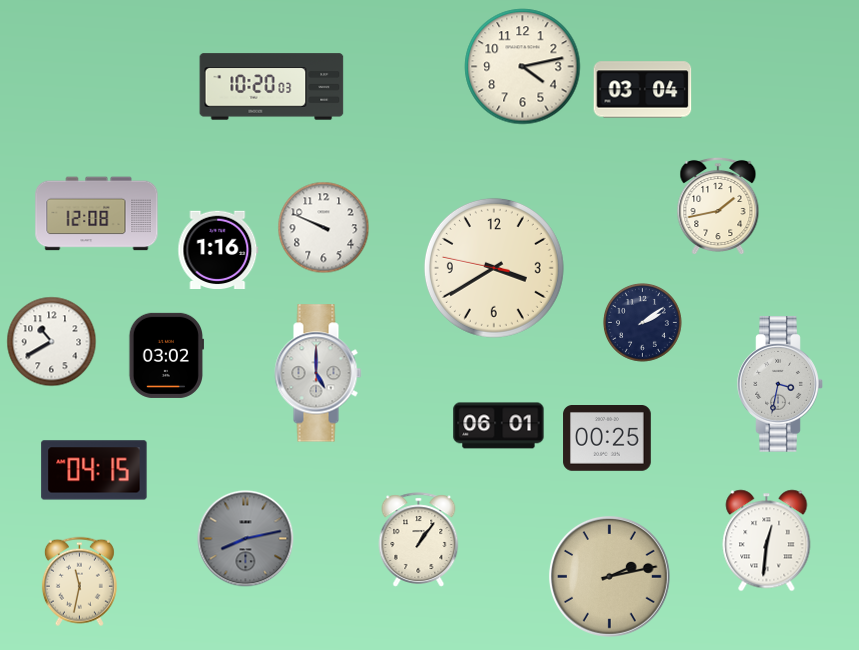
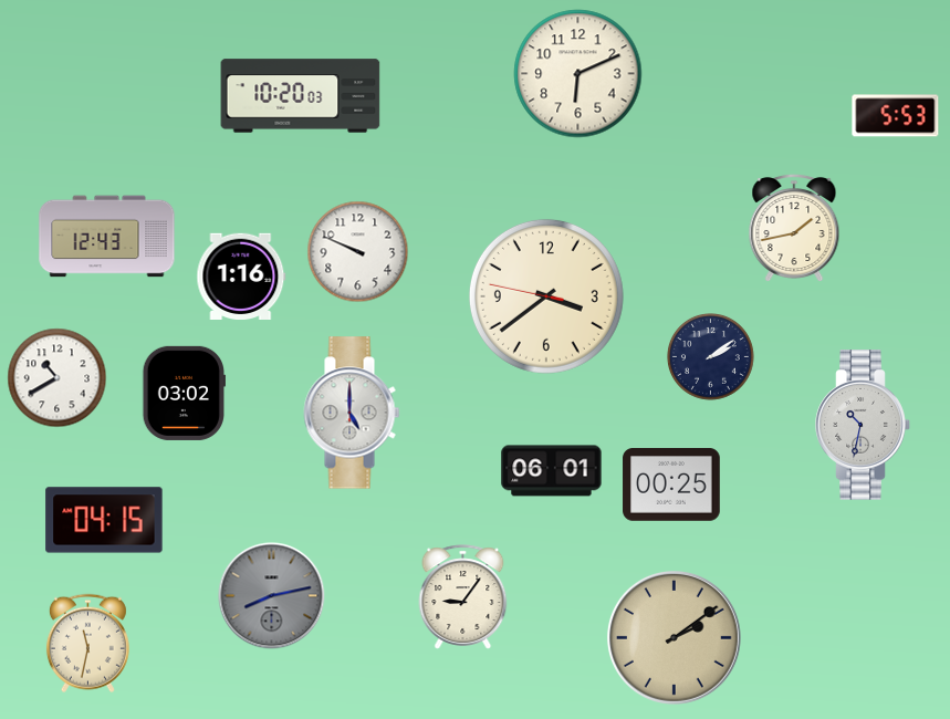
clock at (523, 67): 4:13 -> 6:11
clock at (643, 90): 03:04 -> none
clock at (896, 116): none -> 5:53
clock at (97, 214): 12:08 -> 12:43
clock at (494, 268): 3:39 -> 3:38
clock at (780, 384): 3:32 -> 10:32
clock at (419, 540): 1:06 -> 9:06
clock at (767, 541): 12:31 -> none
clock at (609, 576): 2:13 -> 2:09
